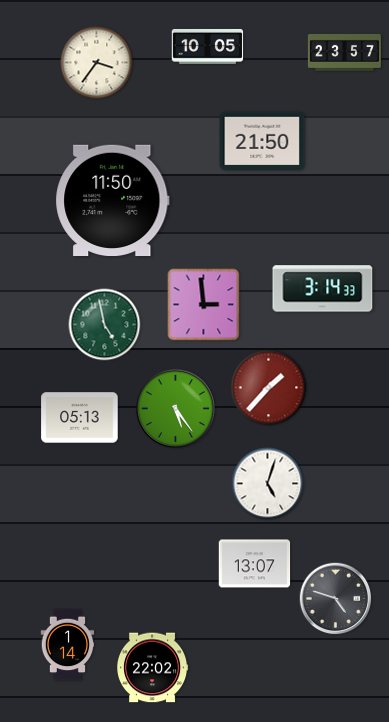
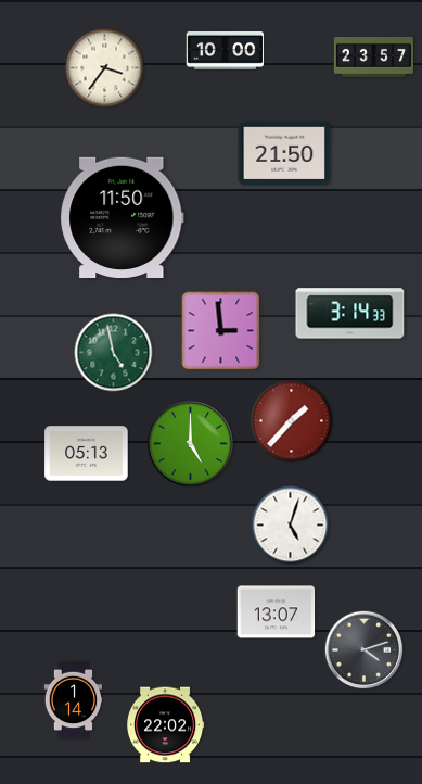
clock at (208, 46): 10:05 -> 10:00
clock at (175, 408): 5:24 -> 5:00
clock at (336, 599): 4:48 -> 4:12
